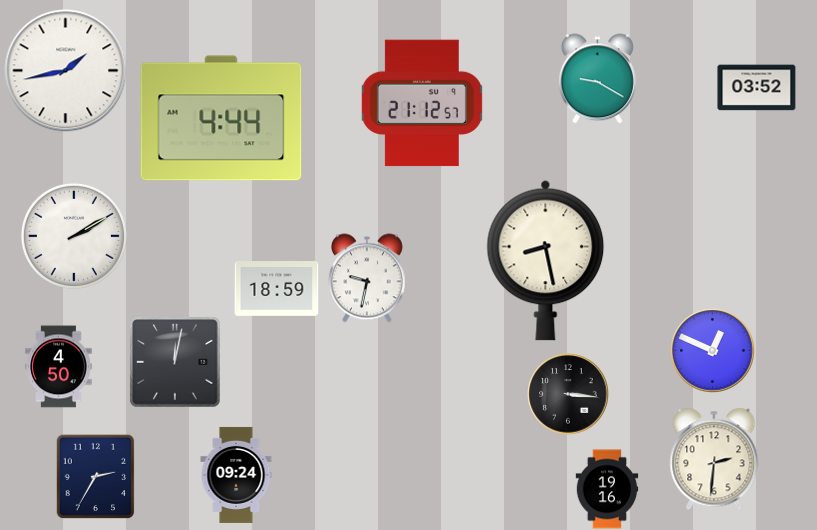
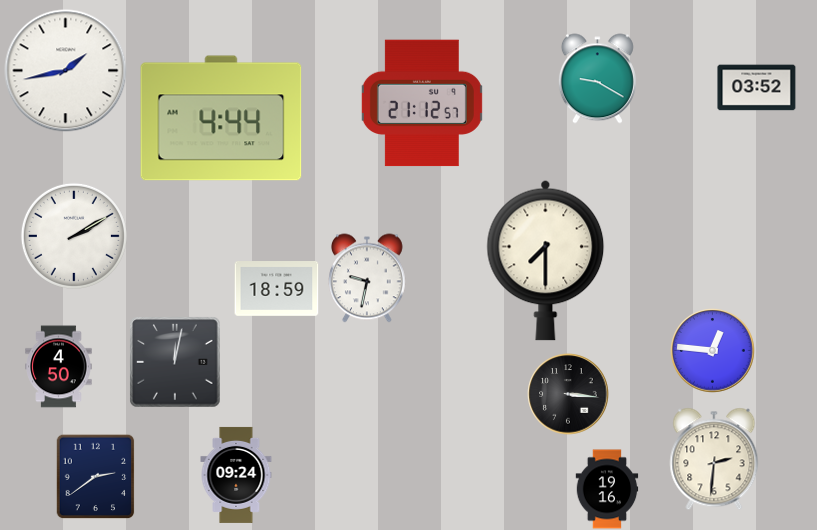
clock at (546, 260): 8:28 -> 7:30
clock at (713, 351): 12:49 -> 12:46
clock at (96, 476): 2:35 -> 2:39
